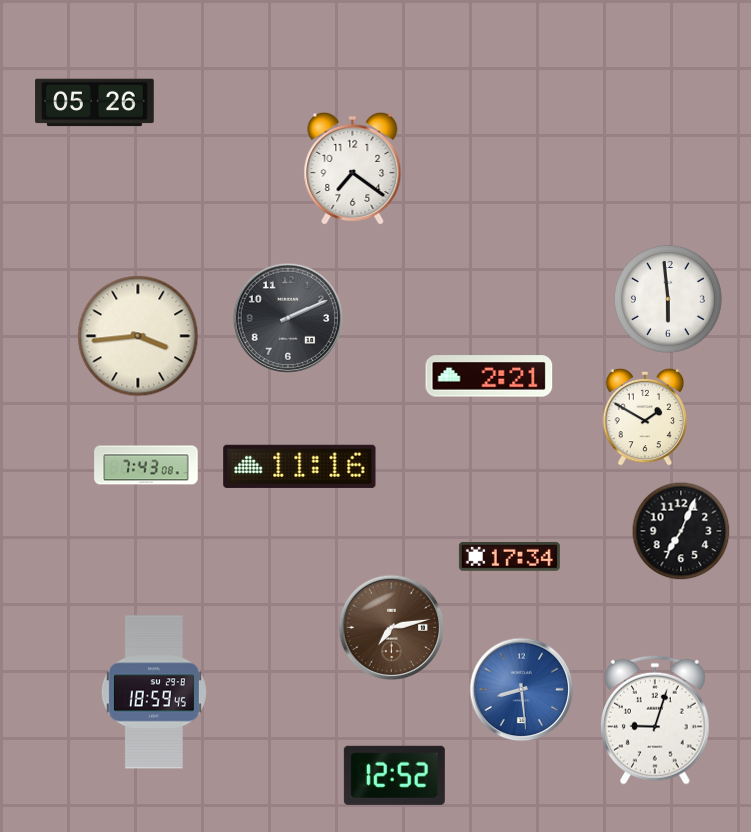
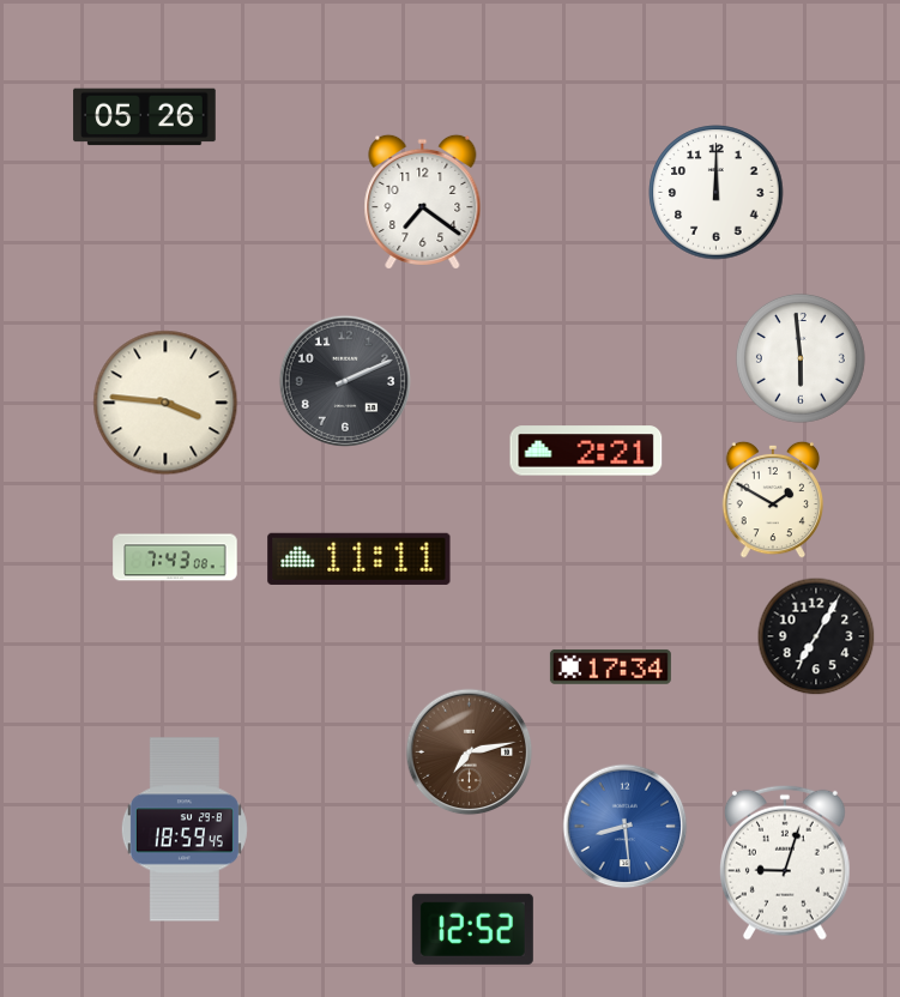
clock at (95, 103) position: (95, 103) -> (145, 117)
clock at (717, 193): none -> 12:00
clock at (138, 336): 3:44 -> 3:46
clock at (300, 466): 11:16 -> 11:11
clock at (681, 531): 7:04 -> 7:05
